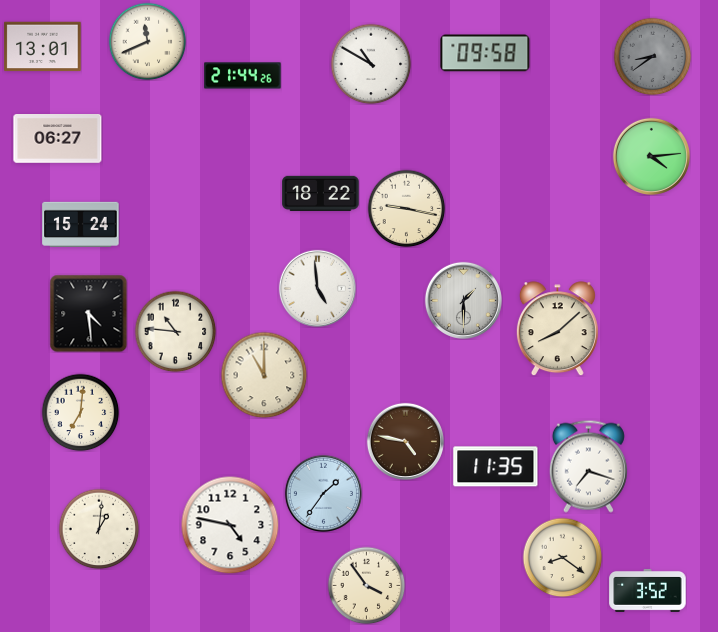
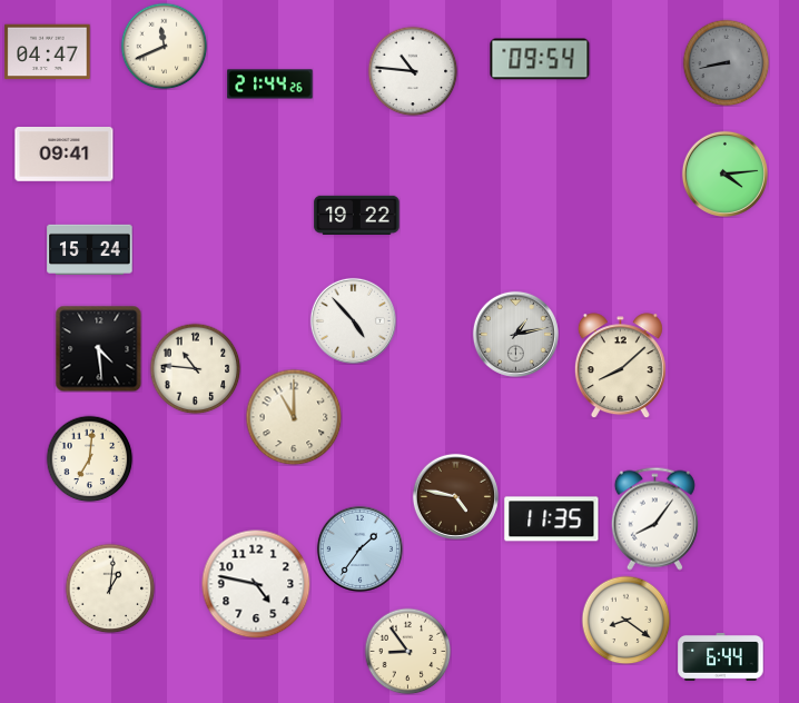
clock at (43, 47): 13:01 -> 04:47
clock at (485, 53): 09:58 -> 09:54
clock at (652, 56): 8:39 -> 8:43
clock at (371, 64): 10:50 -> 10:46
clock at (58, 139): 06:27 -> 09:41
clock at (321, 193): 18:22 -> 19:22
clock at (406, 208): 9:17 -> none
clock at (317, 288): 4:59 -> 4:53
clock at (463, 300): 1:30 -> 1:13
clock at (405, 441) position: (405, 441) -> (455, 496)
clock at (588, 466): 7:18 -> 8:06
clock at (366, 585): 3:54 -> 8:54
clock at (648, 590): 3:52 -> 6:44
